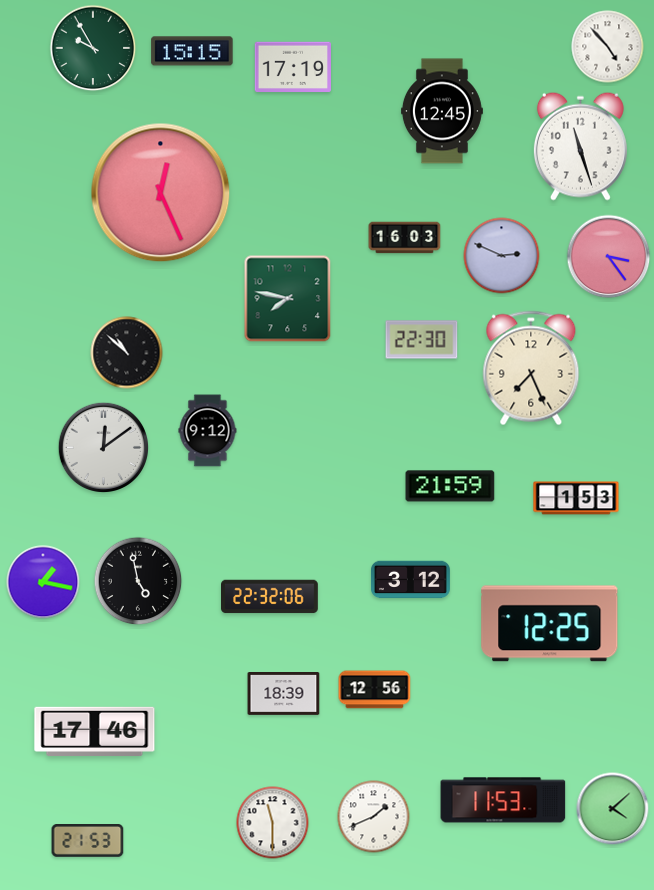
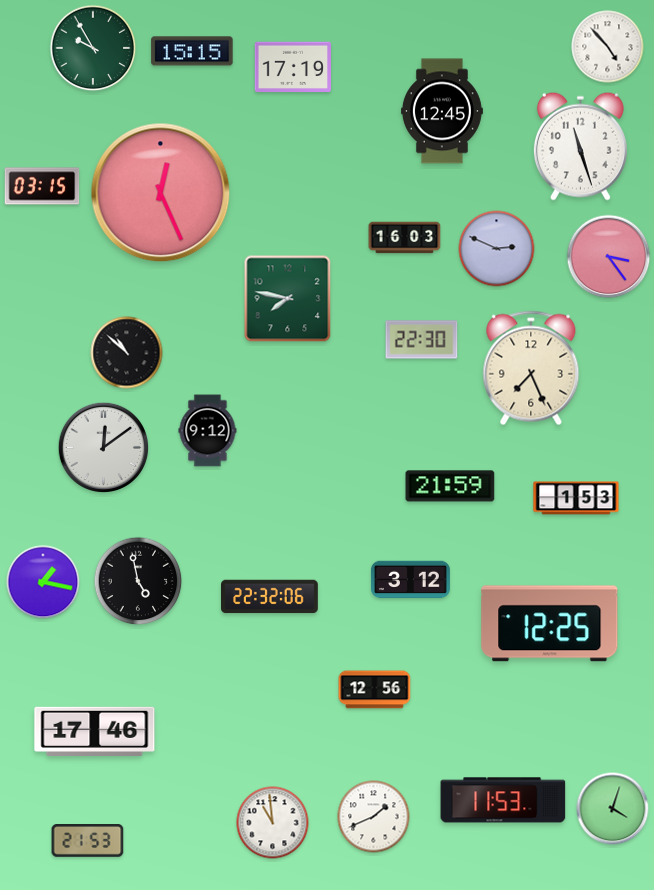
clock at (42, 186): none -> 03:15
clock at (502, 256) position: (502, 256) -> (497, 249)
clock at (284, 694): 18:39 -> none
clock at (613, 809): 4:08 -> 4:03
clock at (273, 823): 11:30 -> 10:59
